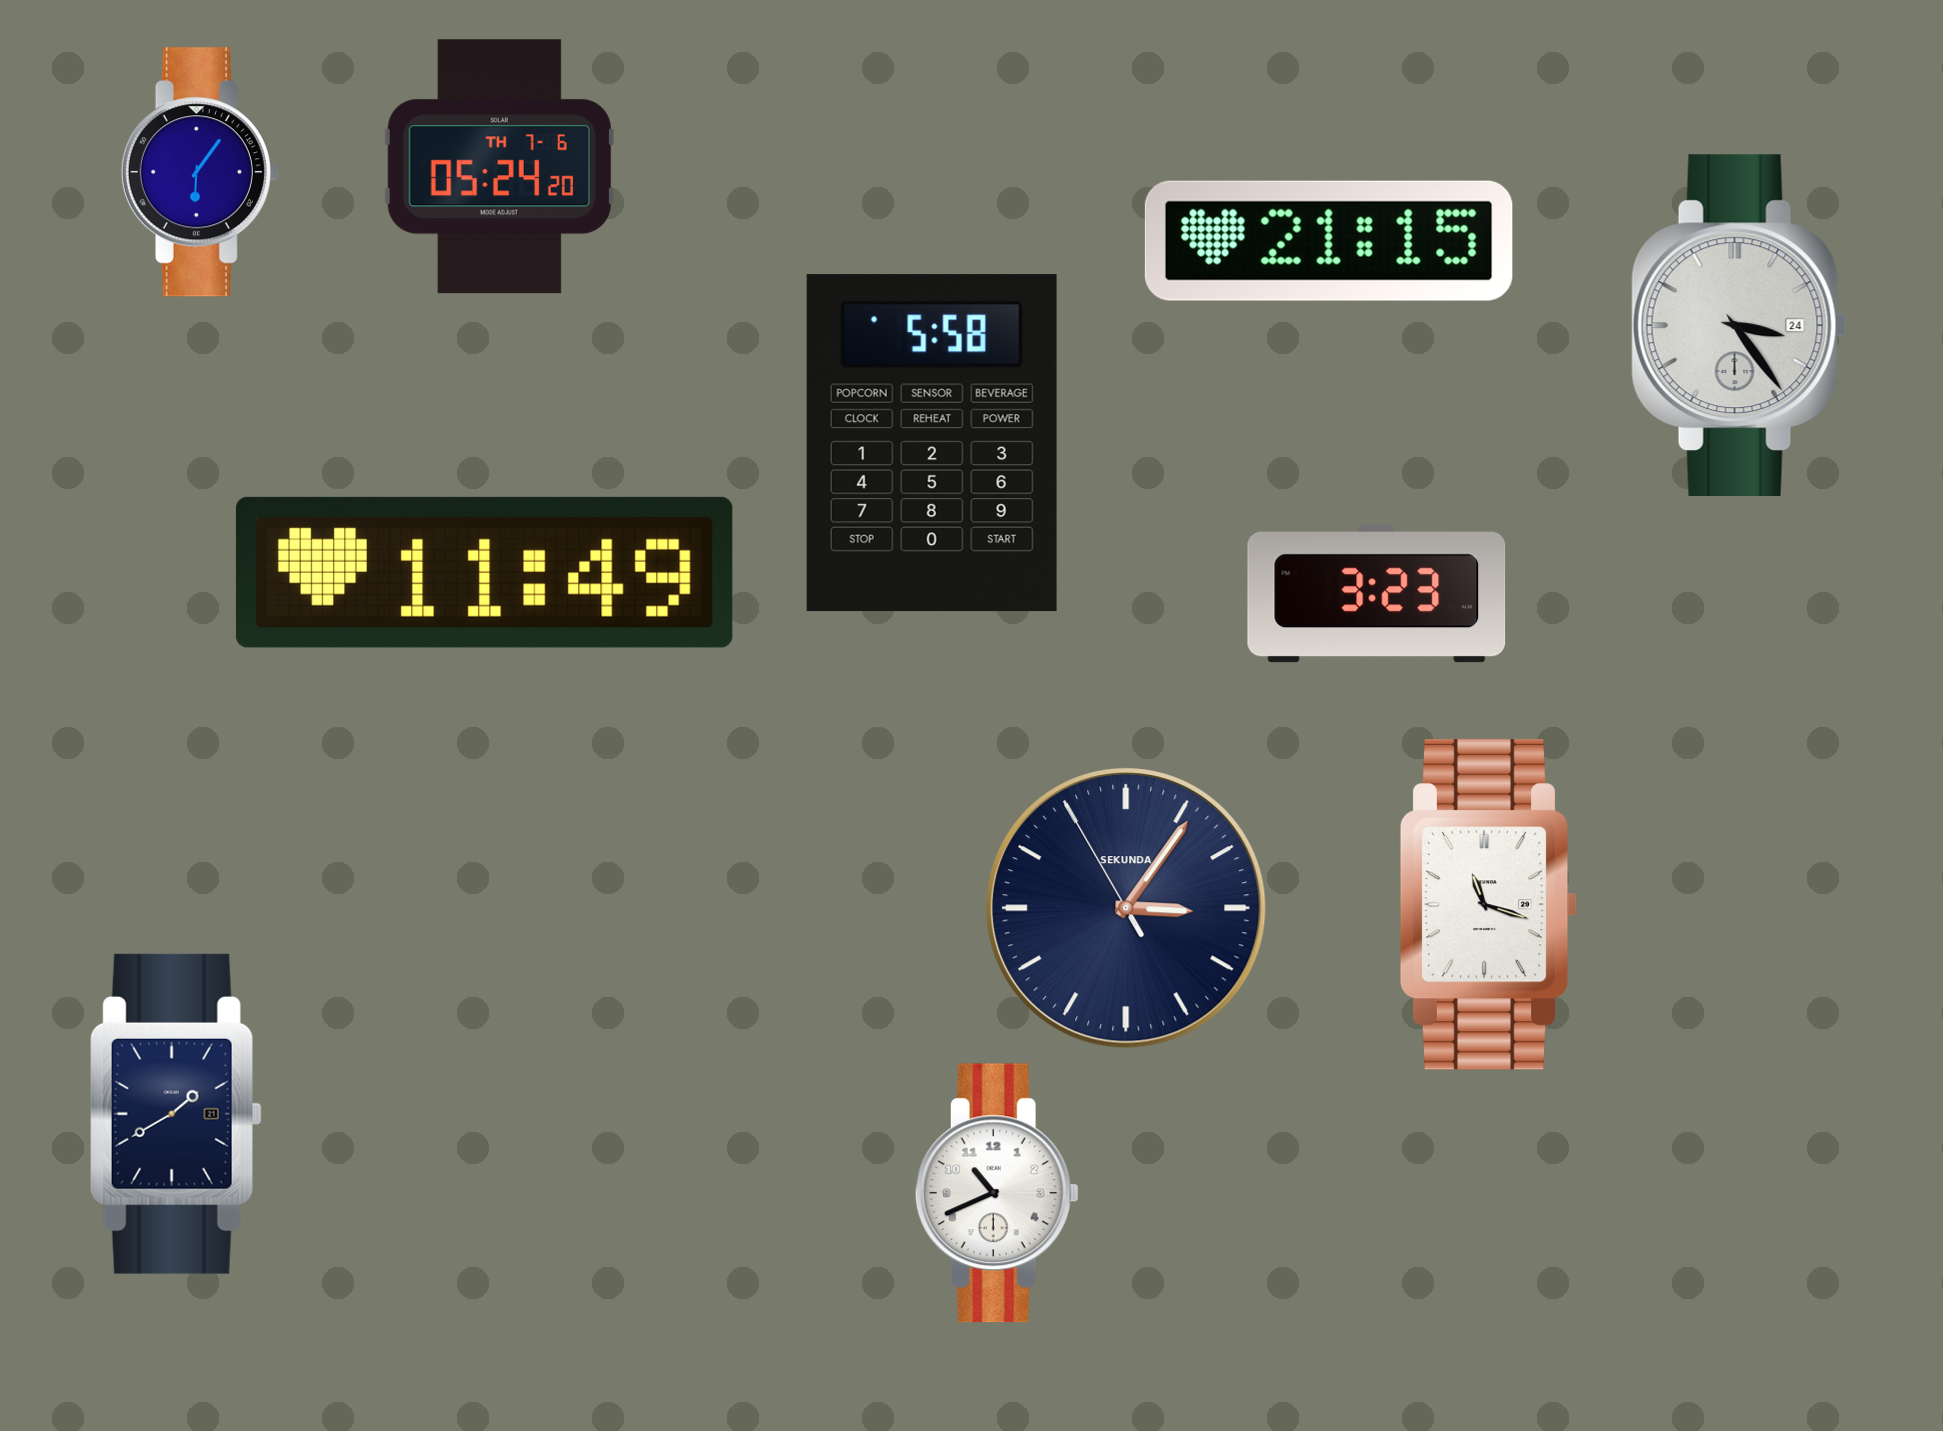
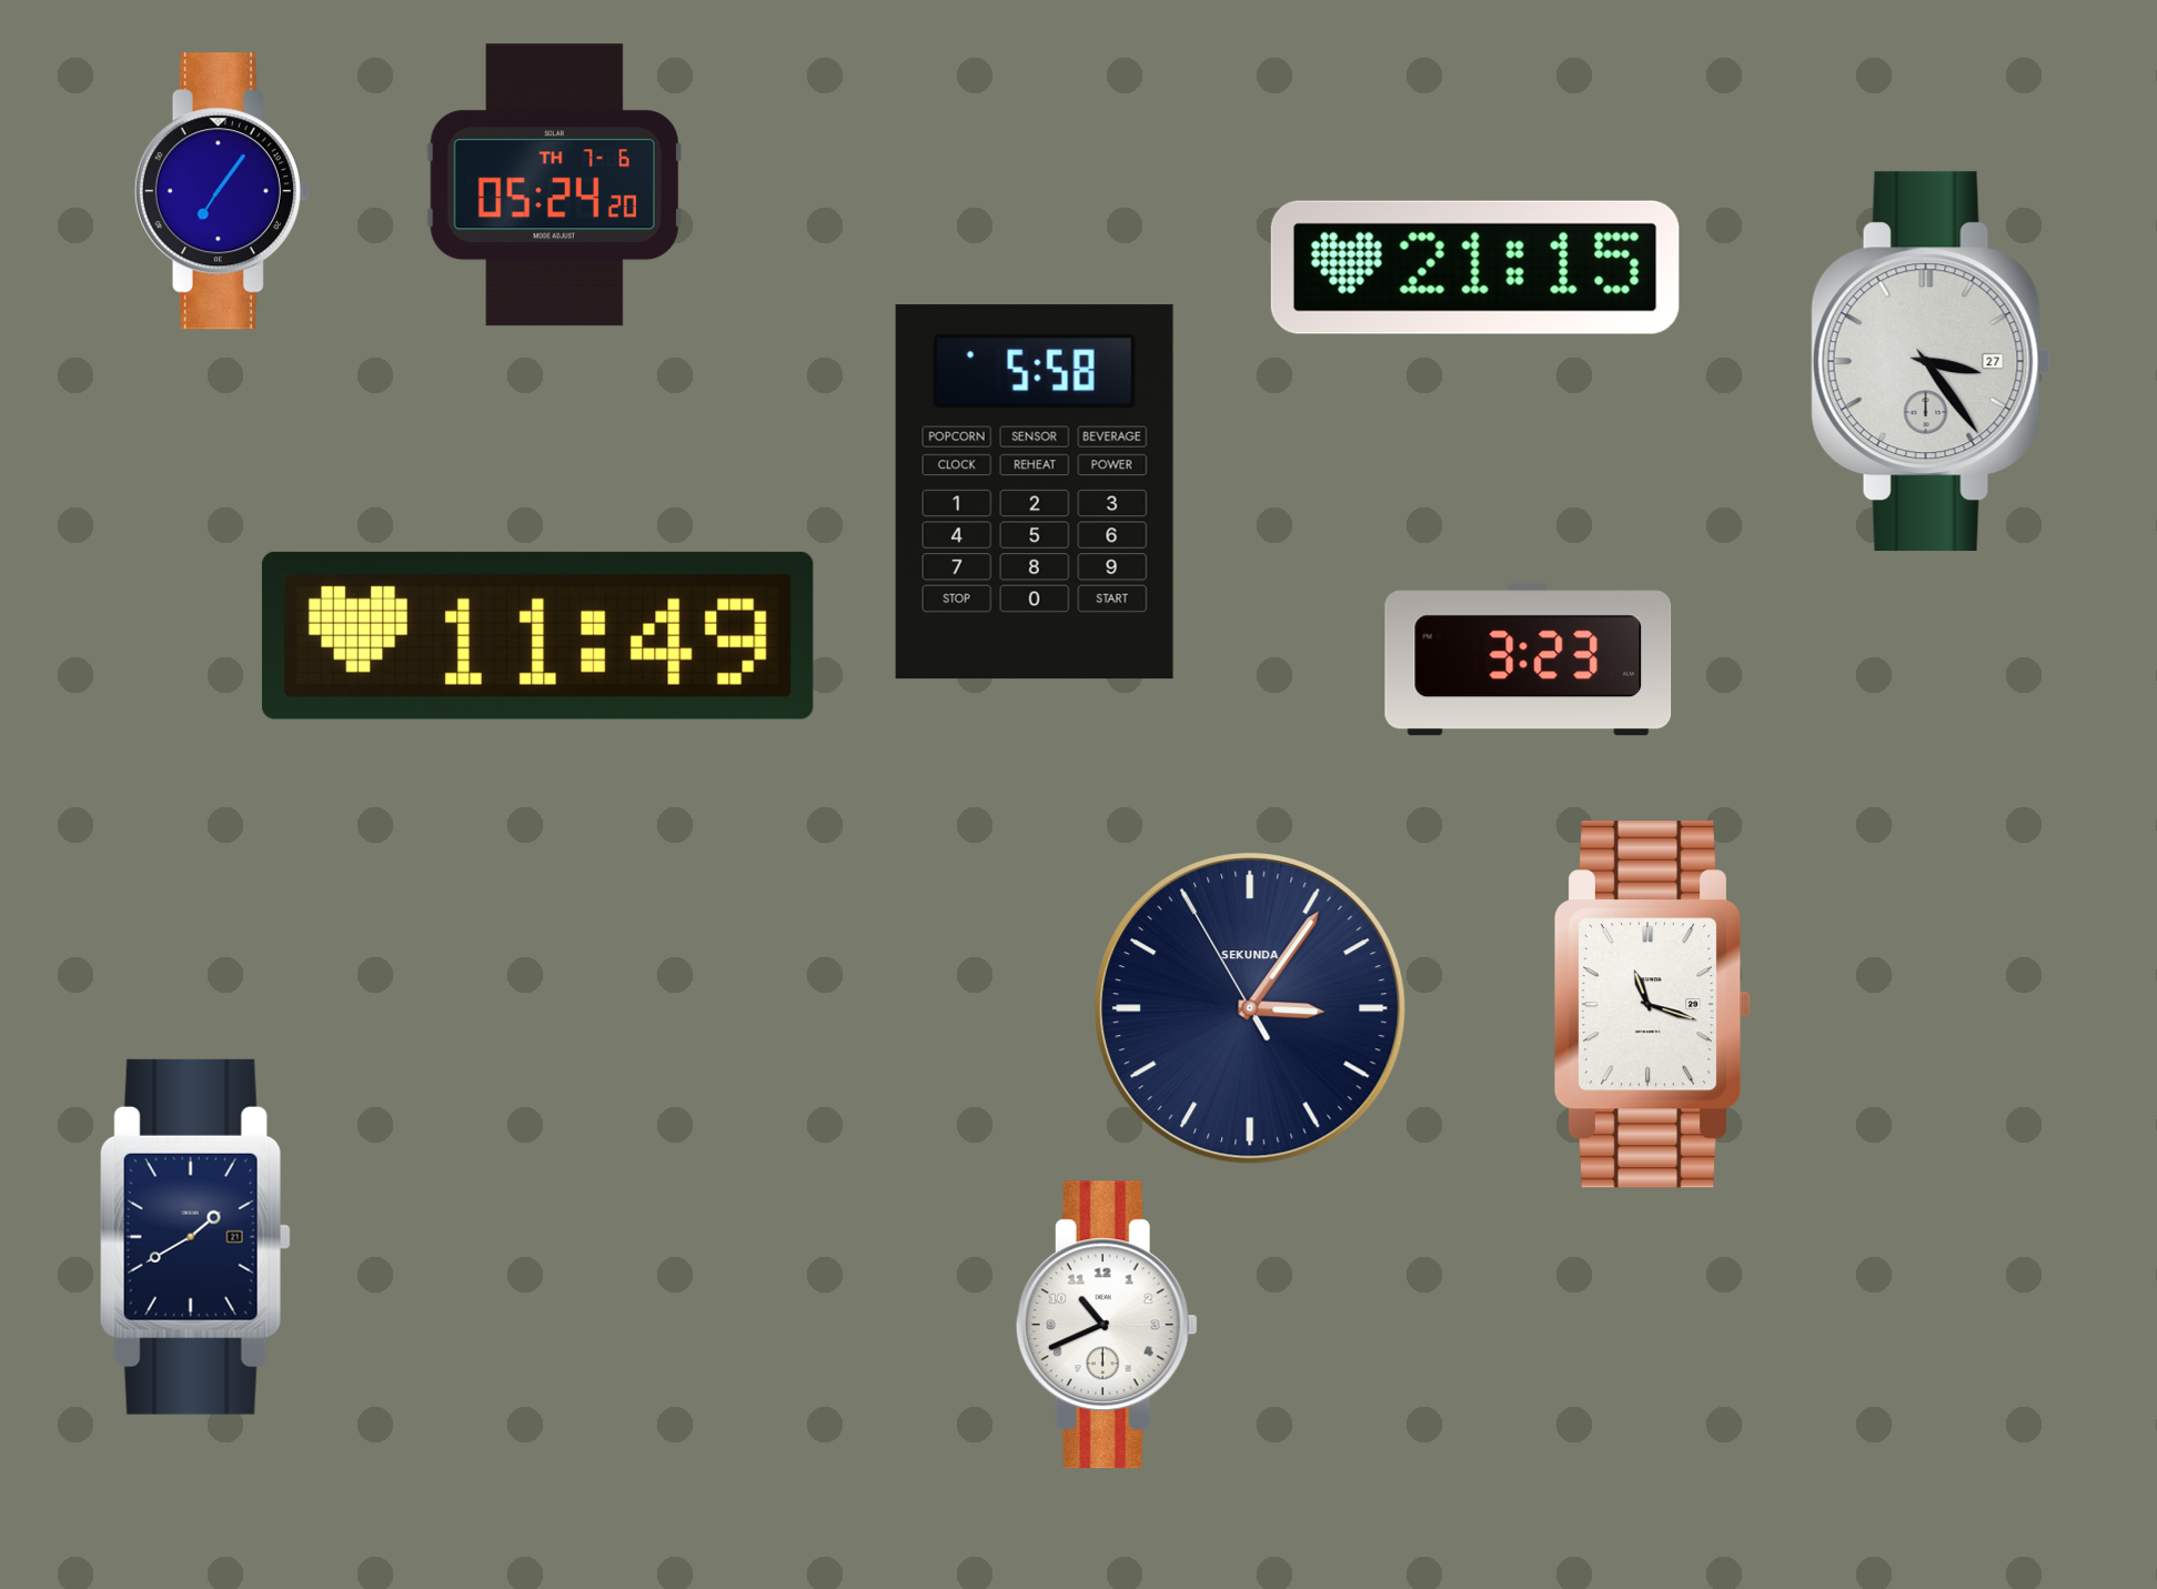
clock at (200, 172): 6:06 -> 7:06
clock at (1740, 326) date: 24 -> 27
